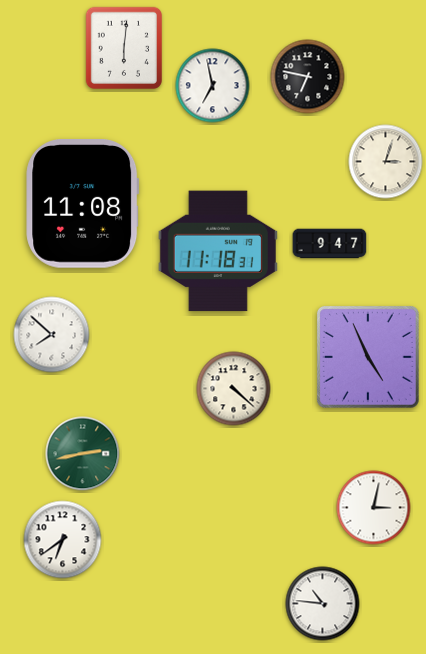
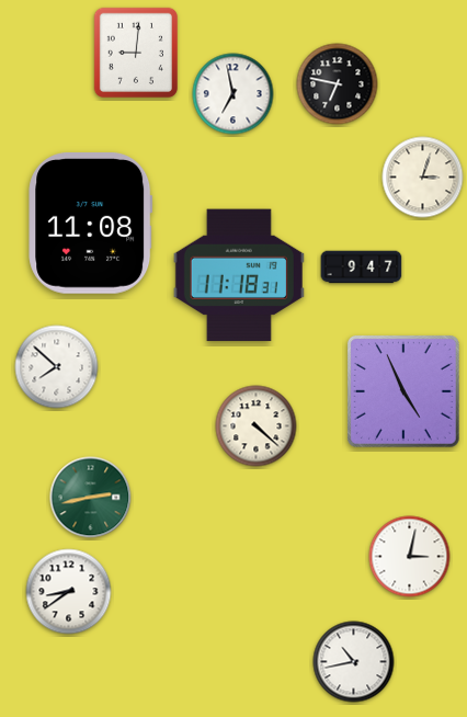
clock at (123, 47): 6:01 -> 9:01
clock at (63, 540): 6:39 -> 8:39
clock at (323, 604): 10:46 -> 10:43
